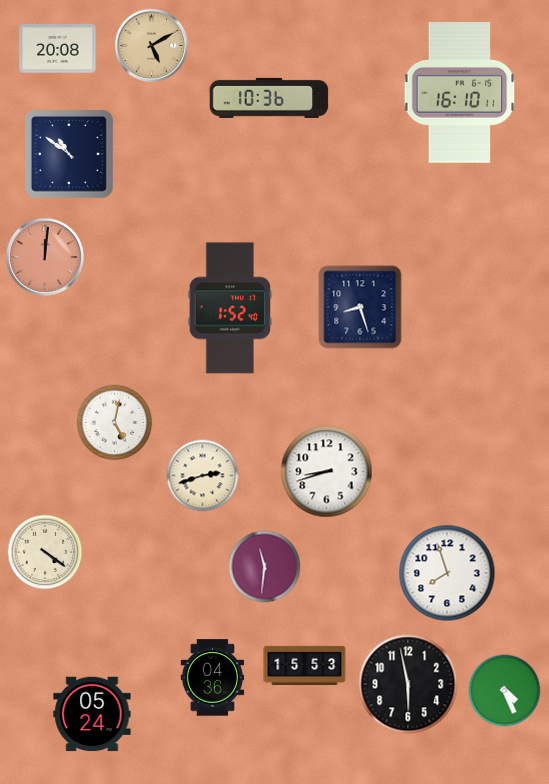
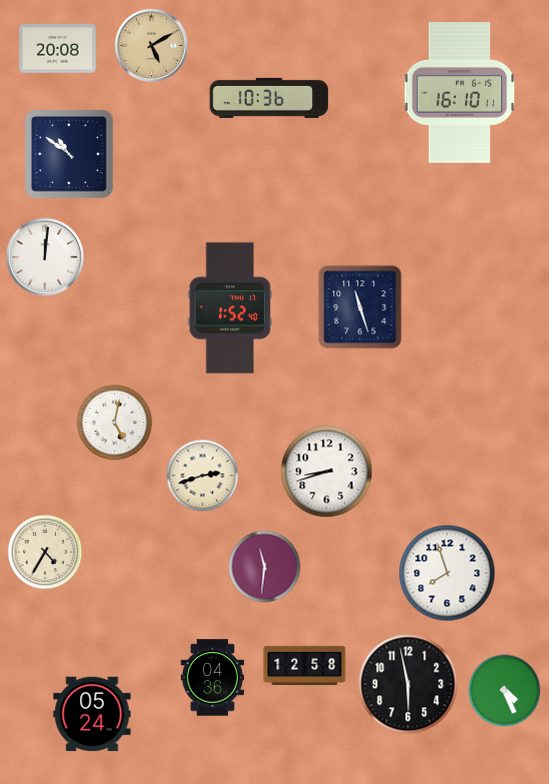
clock at (45, 257) dial: salmon -> white
clock at (360, 307): 8:27 -> 11:27
clock at (45, 552): 4:21 -> 4:35
clock at (305, 666): 15:53 -> 12:58
